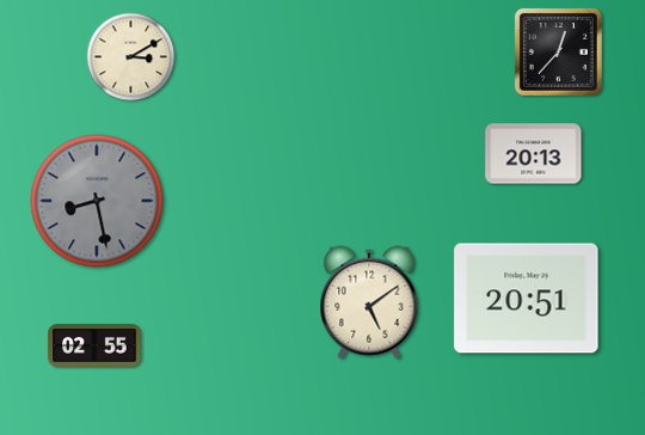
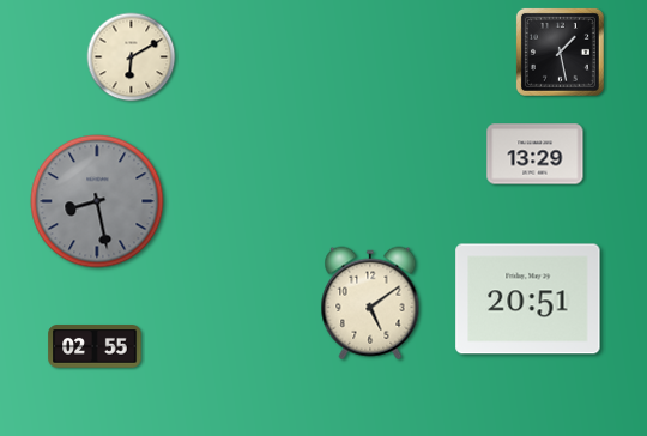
clock at (558, 51): 12:37 -> 1:28
clock at (131, 57): 3:10 -> 6:10
clock at (534, 154): 20:13 -> 13:29
